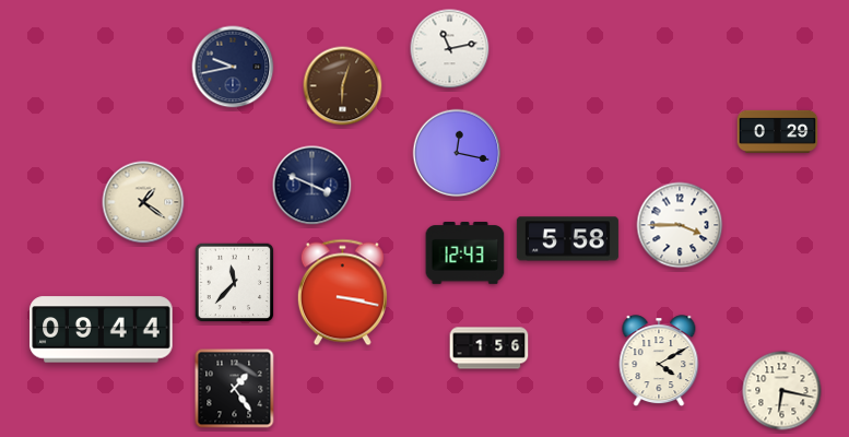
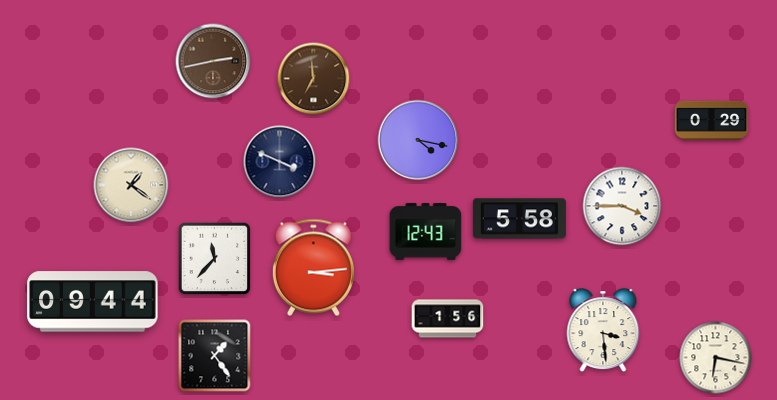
clock at (450, 49): 11:13 -> none
clock at (233, 67): 9:43 -> 2:43
clock at (233, 67) dial: navy -> brown
clock at (343, 86): 6:03 -> 6:59
clock at (457, 153): 12:17 -> 4:17
clock at (313, 186) position: (313, 186) -> (280, 162)
clock at (342, 293): 3:17 -> 3:14
clock at (659, 362): 4:10 -> 3:29
